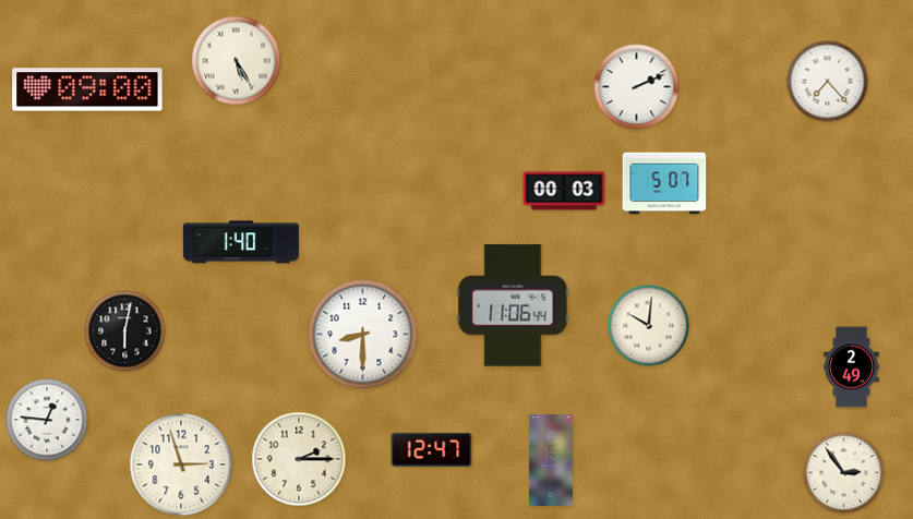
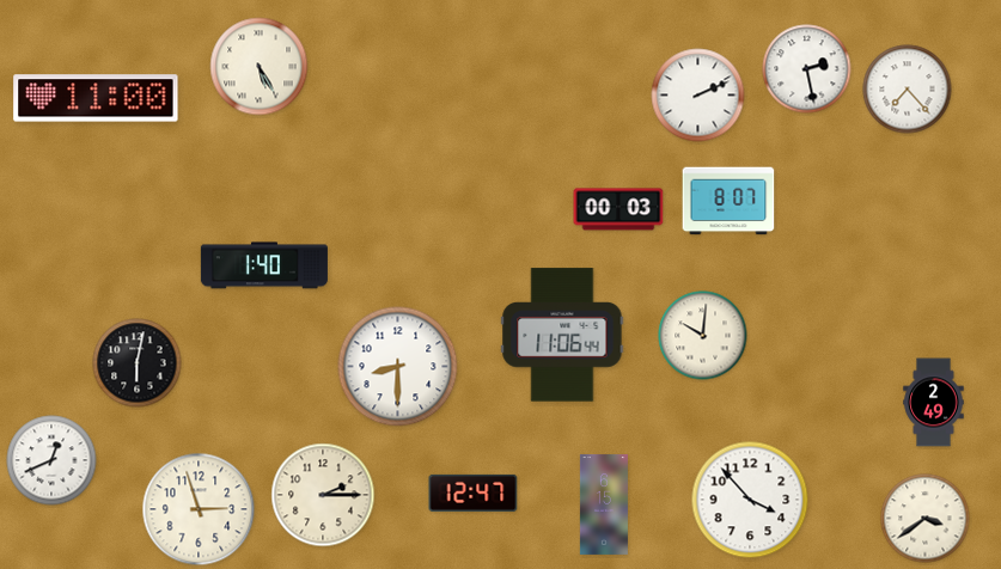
clock at (807, 69): none -> 2:28
clock at (87, 89): 09:00 -> 11:00
clock at (664, 183): 5:07 -> 8:07
clock at (649, 326) position: (649, 326) -> (703, 336)
clock at (47, 420): 12:46 -> 12:41
clock at (750, 500): none -> 3:53
clock at (299, 459) position: (299, 459) -> (323, 495)
clock at (844, 473): 2:54 -> 3:39
